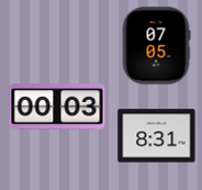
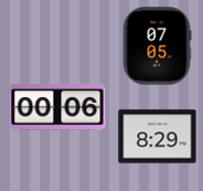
clock at (57, 107): 00:03 -> 00:06
clock at (157, 136): 8:31 -> 8:29
